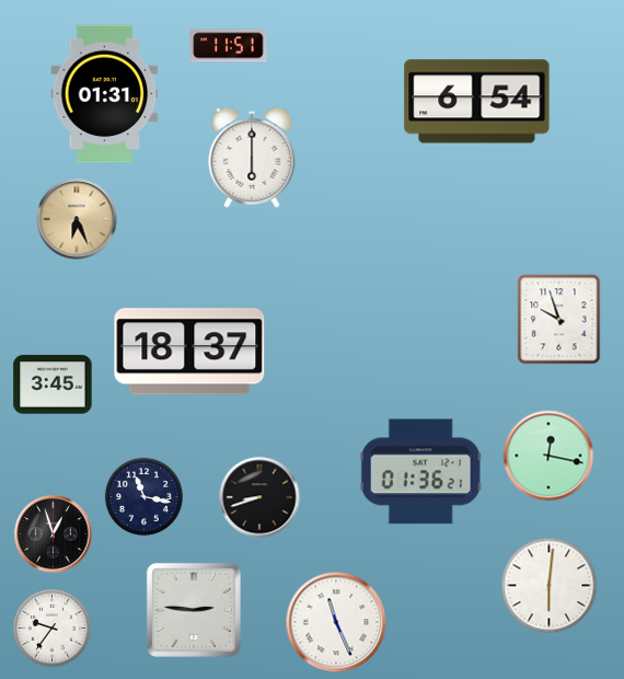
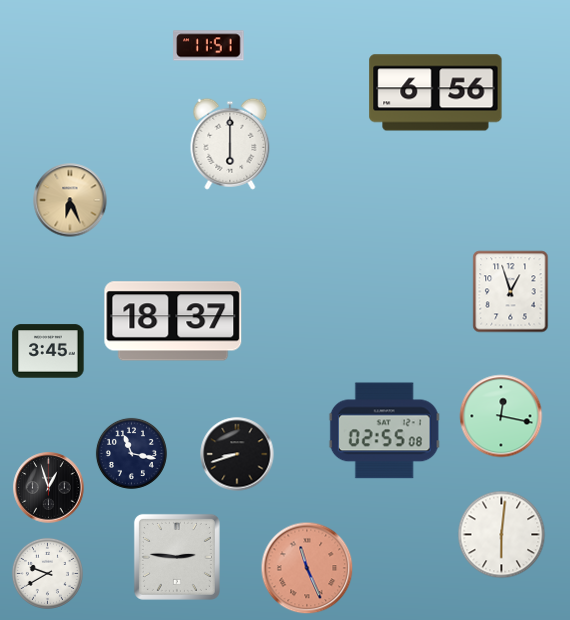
clock at (229, 46) position: (229, 46) -> (209, 46)
clock at (105, 94): 01:31 -> none
clock at (477, 102): 6:54 -> 6:56
clock at (559, 320): 9:57 -> 12:57
clock at (420, 472): 01:36 -> 02:55
clock at (336, 622) dial: white -> salmon
clock at (51, 628): 9:36 -> 9:40
